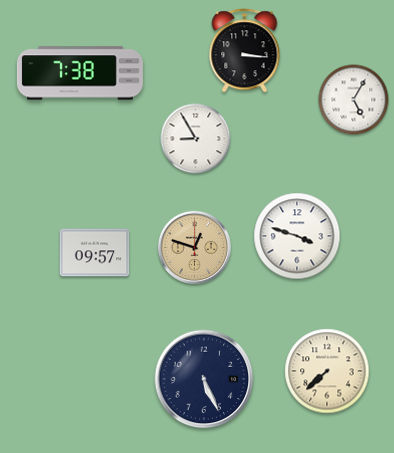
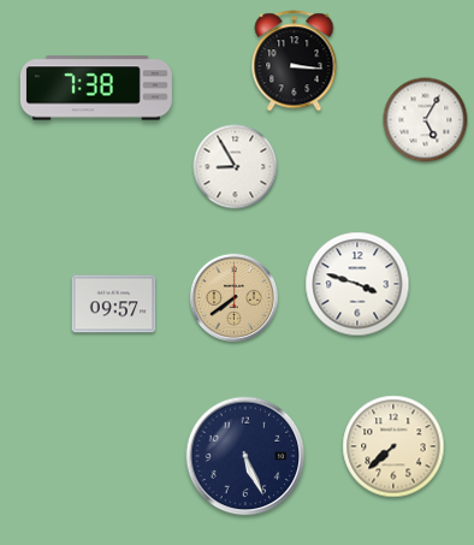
clock at (194, 247): 12:48 -> 7:39
